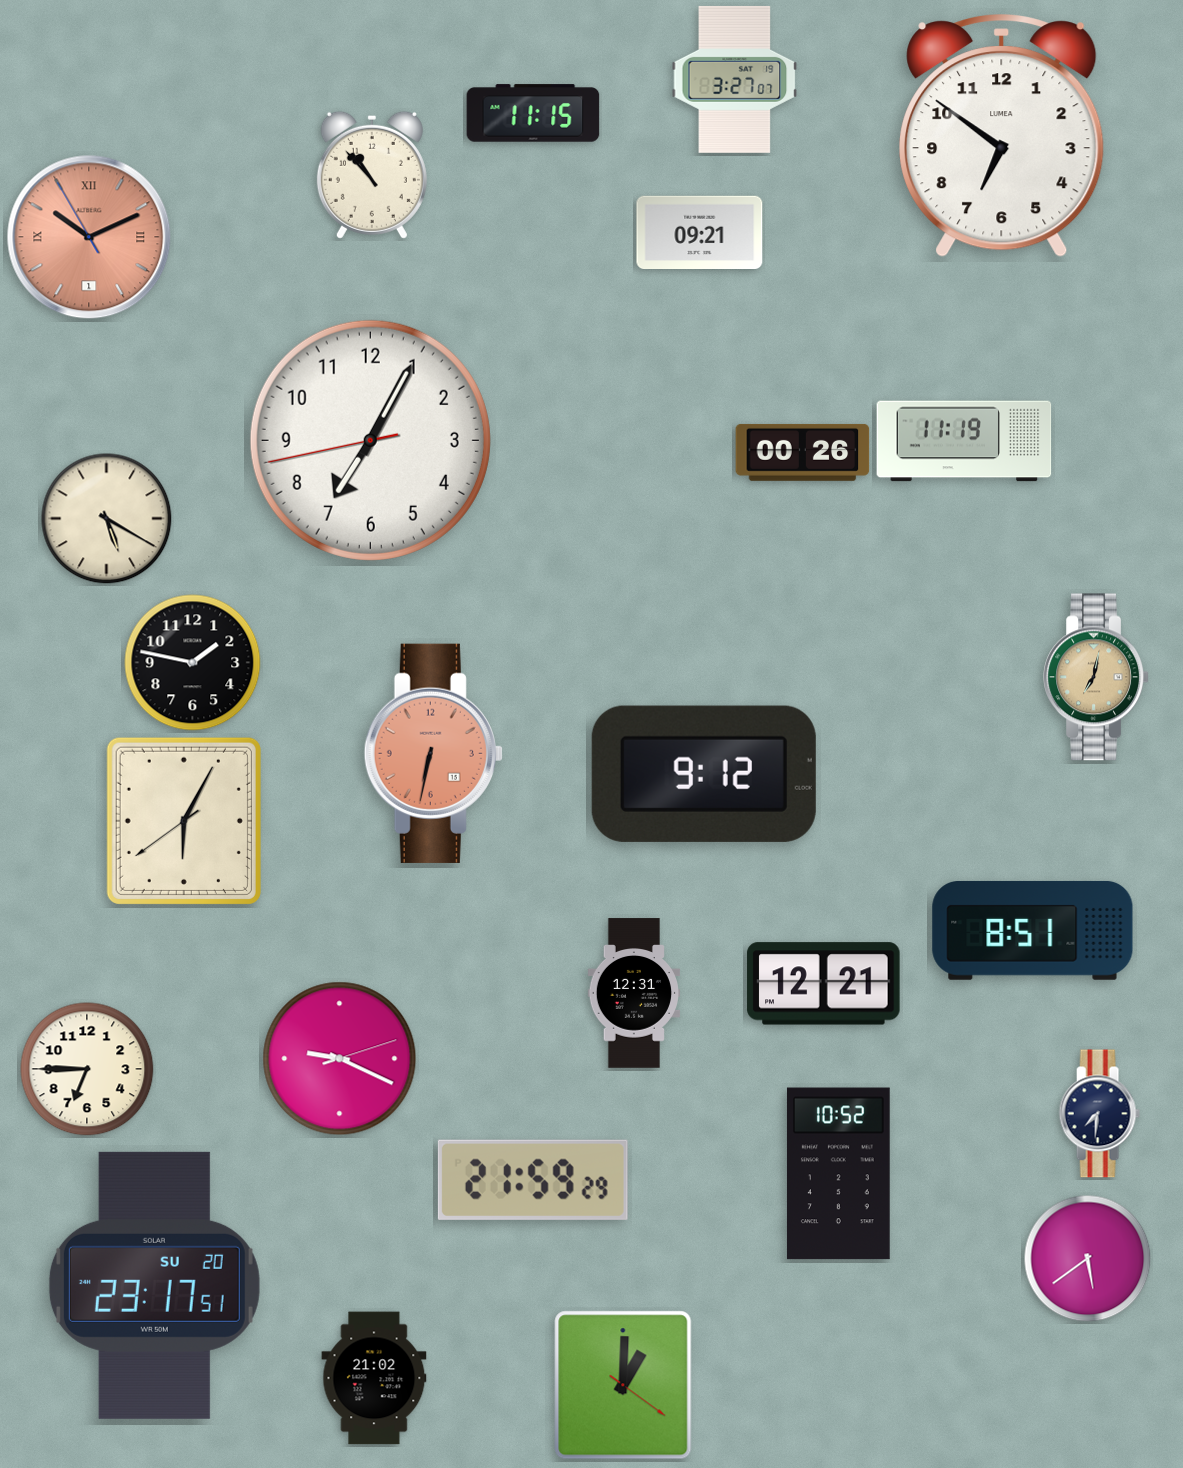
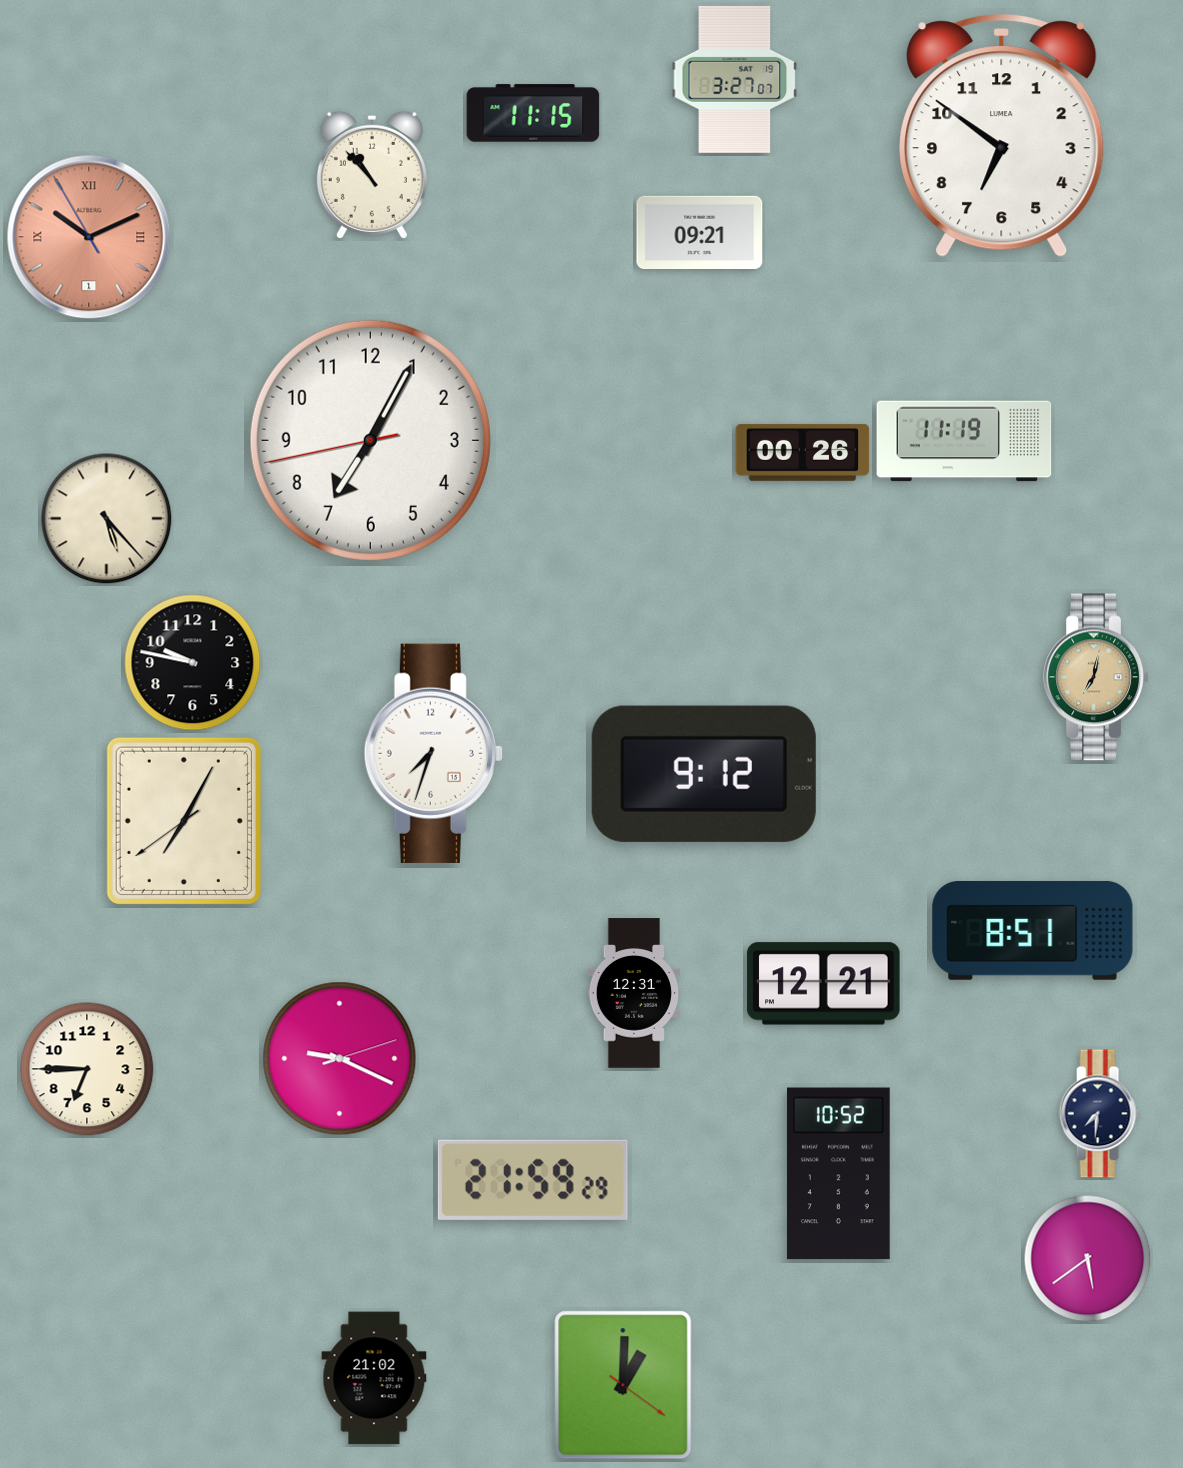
clock at (107, 519): 5:20 -> 5:23
clock at (193, 663): 1:47 -> 9:47
clock at (433, 753): 6:32 -> 7:33
clock at (433, 753) dial: salmon -> white
clock at (184, 821): 6:04 -> 7:04
clock at (154, 1285): 23:17 -> none
